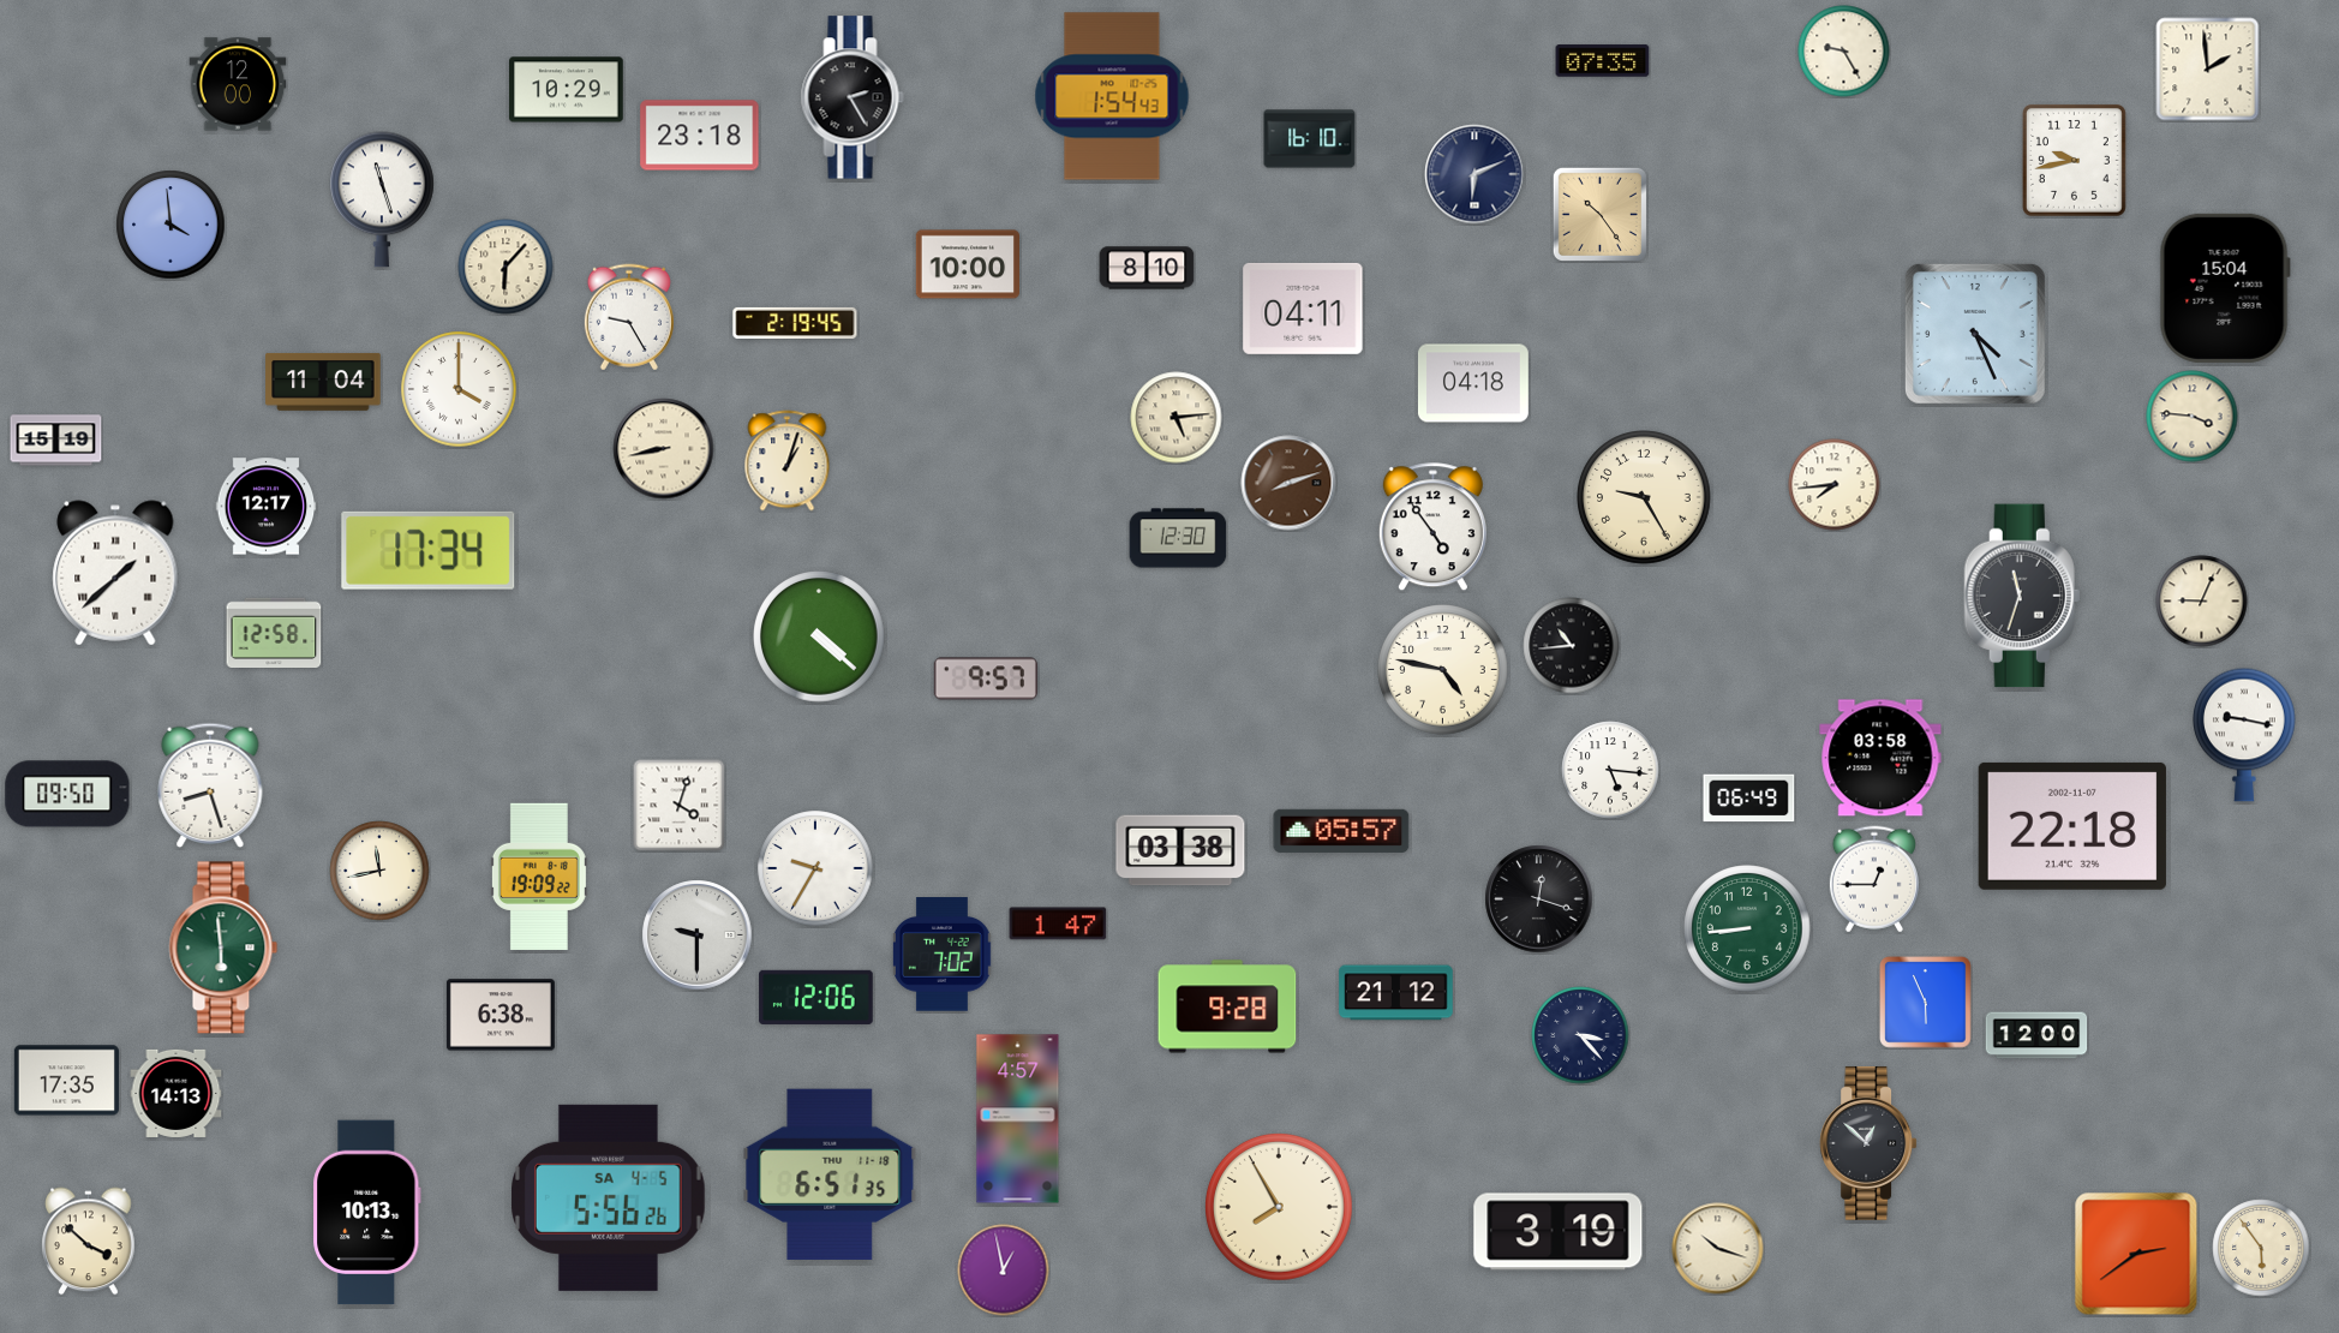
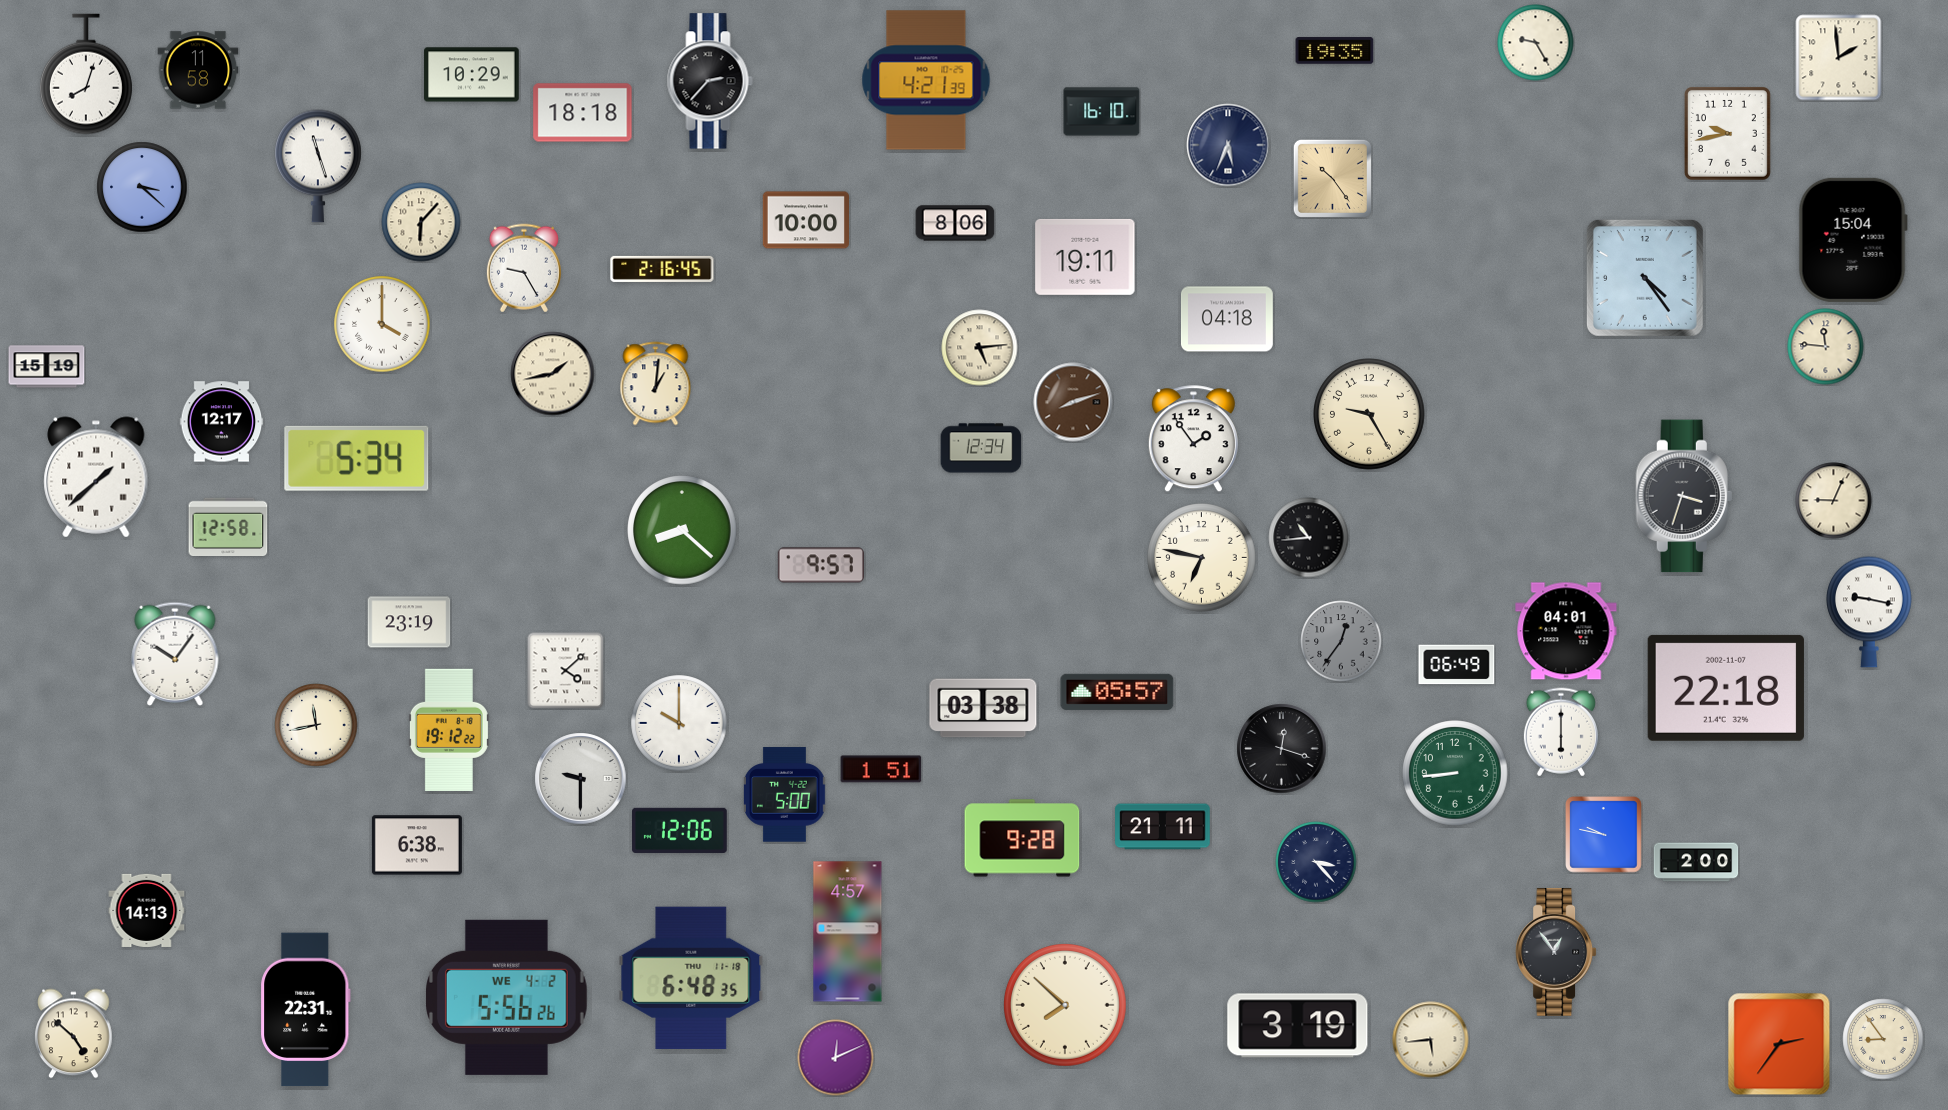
clock at (1603, 61): 07:35 -> 19:35
clock at (238, 84): 12:00 -> 11:58
clock at (86, 74): none -> 8:03
clock at (1112, 96): 1:54 -> 4:21
clock at (853, 97): 2:25 -> 2:37
clock at (700, 136): 23:18 -> 18:18
clock at (1310, 139) position: (1310, 139) -> (1102, 112)
clock at (1474, 174): 6:11 -> 5:34
clock at (171, 225): 3:59 -> 3:22
clock at (1147, 268): 8:10 -> 8:06
clock at (1303, 309): 04:11 -> 19:11
clock at (629, 317) position: (629, 317) -> (524, 268)
clock at (795, 323): 2:19 -> 2:16
clock at (1975, 334): 4:26 -> 4:24
clock at (323, 382): 11:04 -> none
clock at (2193, 417): 3:46 -> 11:46
clock at (664, 449): 8:43 -> 1:43
clock at (788, 461): 1:03 -> 1:01
clock at (1835, 485): 7:44 -> none
clock at (1432, 527): 4:54 -> 1:54
clock at (1178, 538): 12:30 -> 12:34
clock at (429, 550): 17:34 -> 5:34
clock at (2022, 596): 11:33 -> 3:33
clock at (819, 636): 4:22 -> 8:22
clock at (1443, 670): 4:47 -> 6:47
clock at (409, 622): none -> 23:19
clock at (1880, 758): 03:58 -> 04:01
clock at (1610, 770): 5:16 -> 12:36
clock at (1610, 770) dial: white -> grey
clock at (210, 784): 8:27 -> 10:06
clock at (67, 794): 09:50 -> none
clock at (678, 805): 4:03 -> 4:08
clock at (815, 868): 9:35 -> 10:00
clock at (539, 877): 19:09 -> 19:12
clock at (1874, 879): 12:45 -> 6:00
clock at (1058, 923): 1:47 -> 1:51
clock at (223, 948): 5:59 -> none
clock at (941, 955): 7:02 -> 5:00
clock at (1396, 993): 21:12 -> 21:11
clock at (1926, 1003): 5:56 -> 9:47
clock at (2036, 1035): 12:00 -> 2:00
clock at (66, 1081): 17:35 -> none
clock at (1868, 1143): 12:52 -> 12:54
clock at (830, 1174): 6:51 -> 6:48
clock at (609, 1197) date: SA 4-5 -> WE 4-2
clock at (1280, 1208): 7:55 -> 7:52
clock at (367, 1213): 10:13 -> 22:31
clock at (89, 1242): 3:52 -> 4:52
clock at (2261, 1248): 5:54 -> 8:54
clock at (1718, 1249): 10:18 -> 5:44
clock at (2136, 1254): 2:39 -> 2:36
clock at (1004, 1271): 12:58 -> 12:11
